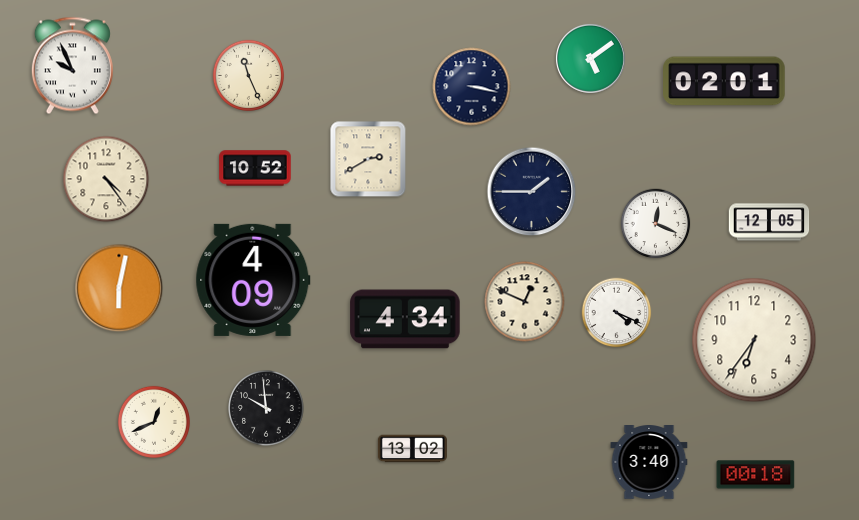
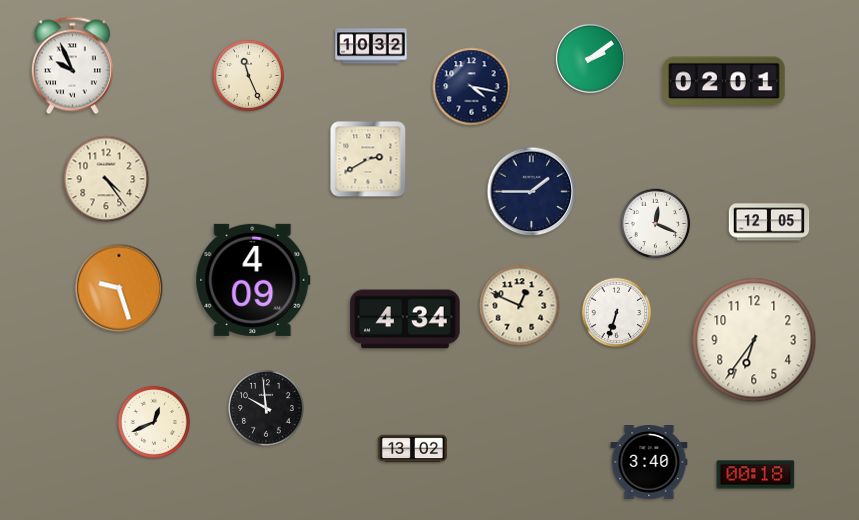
clock at (371, 46): none -> 10:32
clock at (590, 58): 5:09 -> 2:09
clock at (472, 87): 3:17 -> 4:17
clock at (255, 168): 10:52 -> none
clock at (119, 288): 6:02 -> 9:27
clock at (525, 302) position: (525, 302) -> (520, 306)
clock at (617, 313): 4:19 -> 6:33
